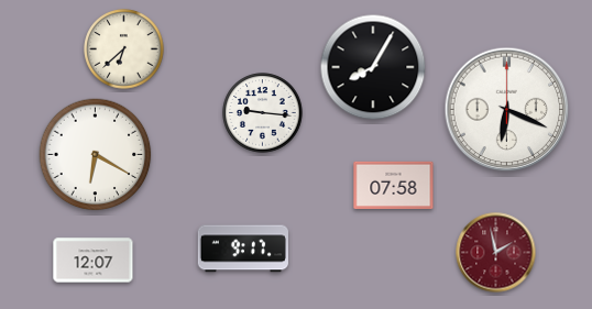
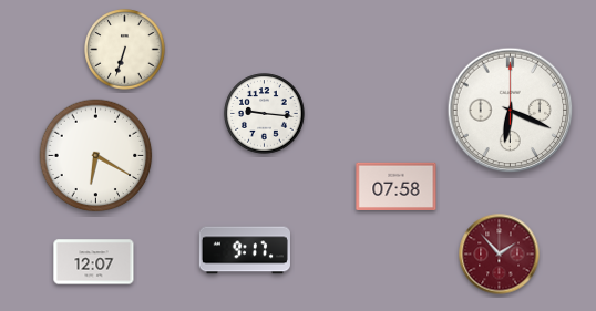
clock at (124, 49): 6:38 -> 6:33
clock at (373, 67): 8:05 -> none
clock at (496, 253): 1:58 -> 1:53
